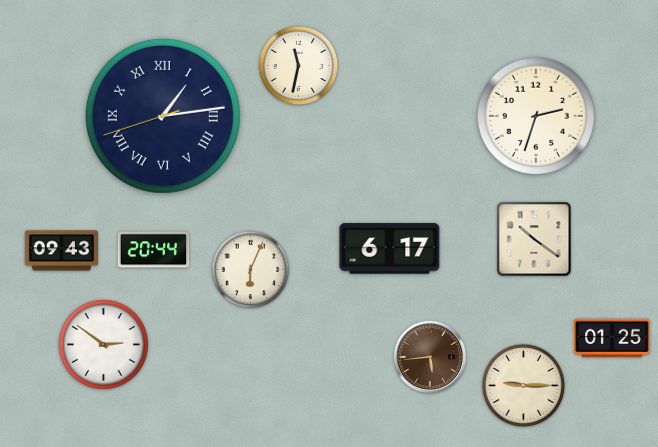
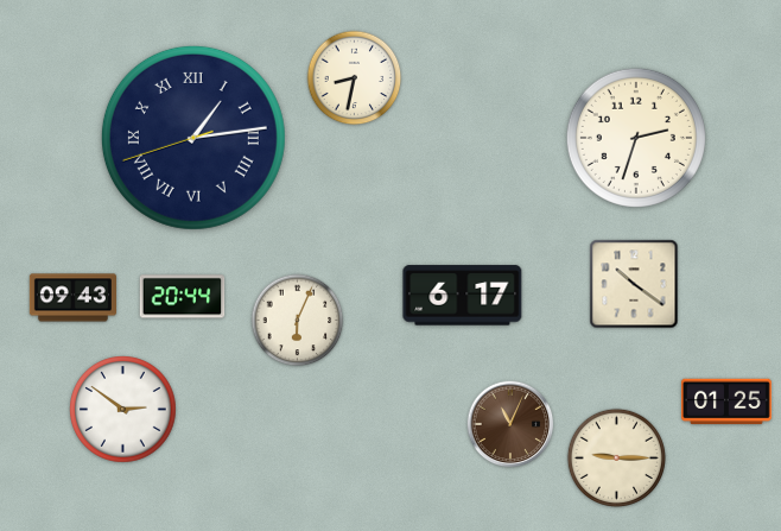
clock at (299, 66): 11:32 -> 8:32
clock at (430, 357): 5:44 -> 11:04
clock at (523, 385) position: (523, 385) -> (616, 457)
